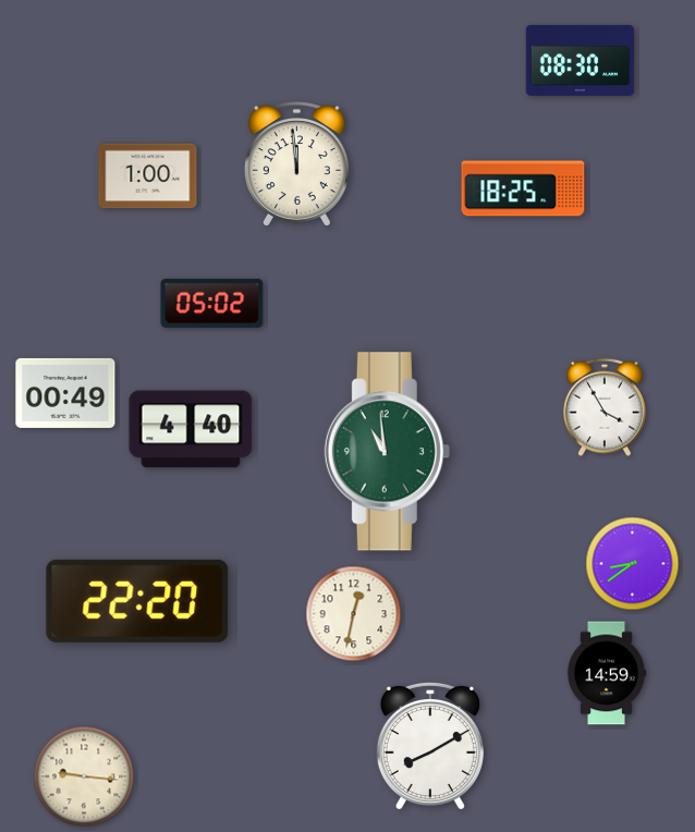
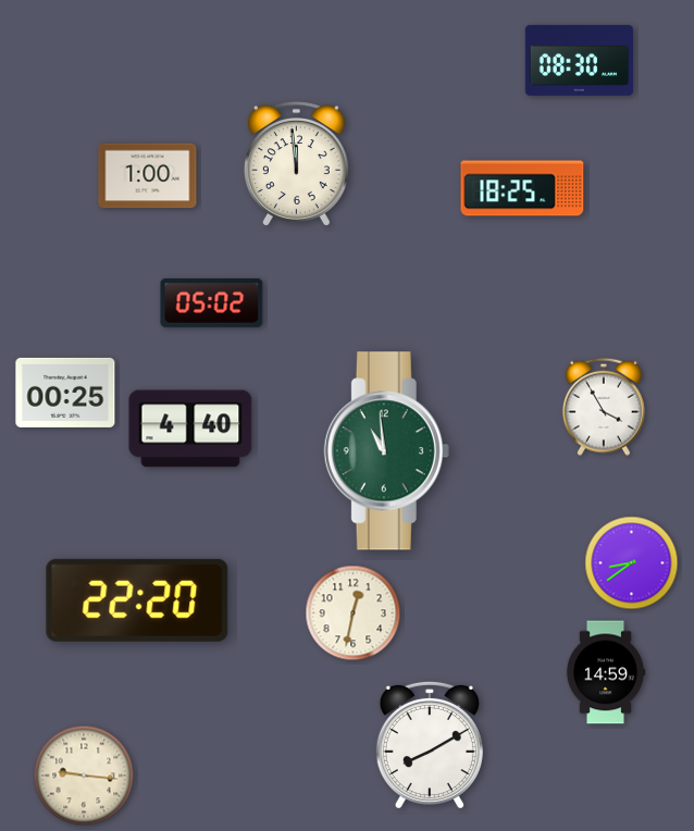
clock at (65, 393): 00:49 -> 00:25
